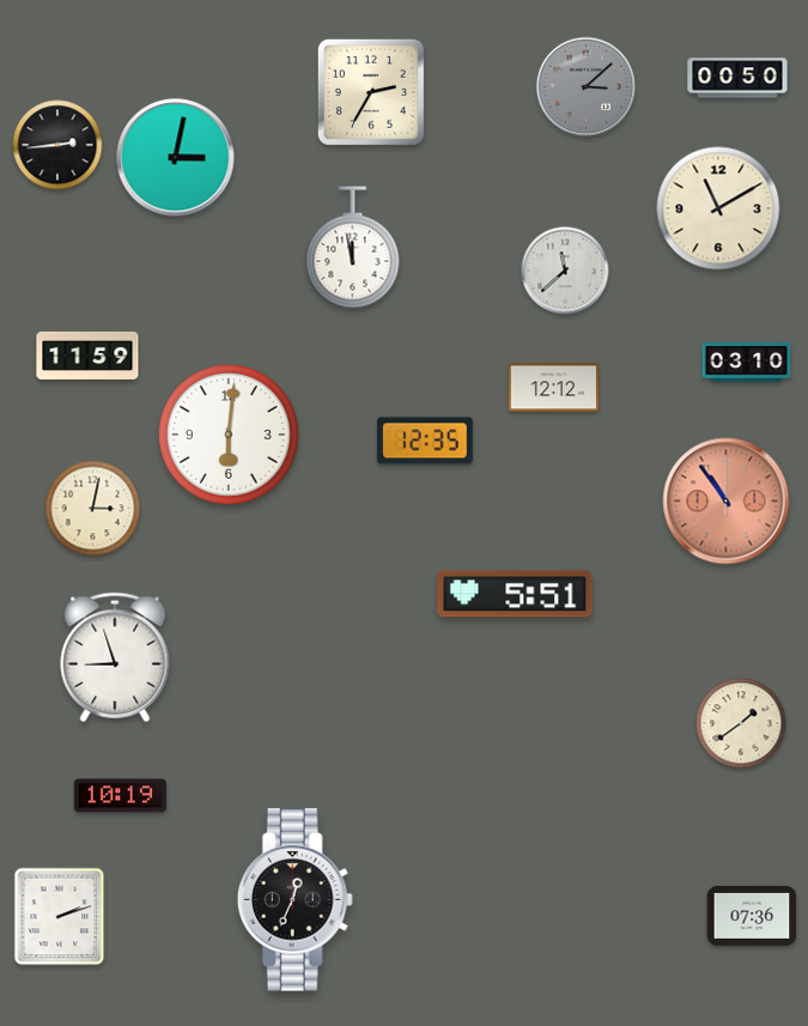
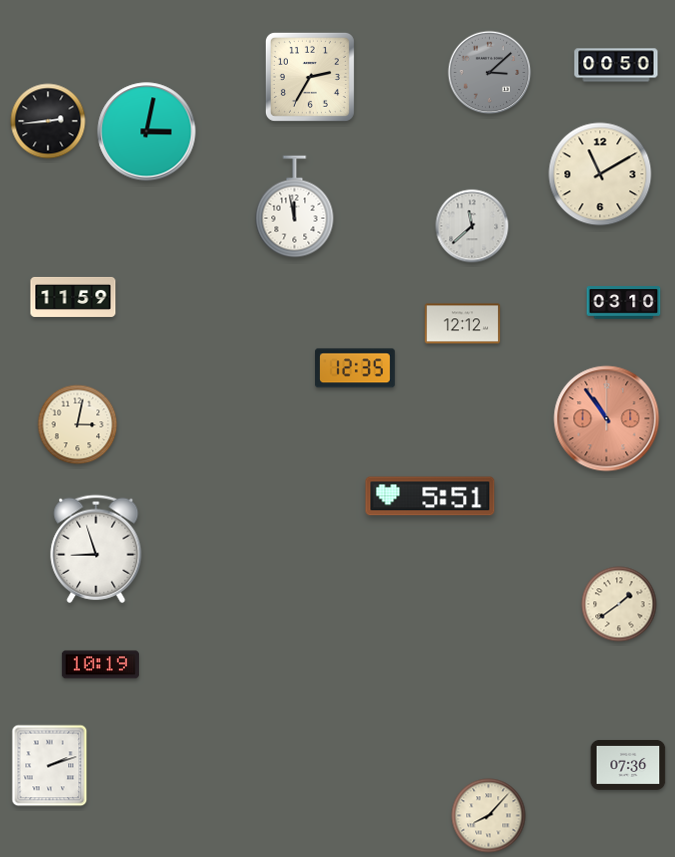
clock at (229, 435): 6:01 -> none
clock at (294, 900): 12:34 -> none
clock at (489, 816): none -> 8:07
